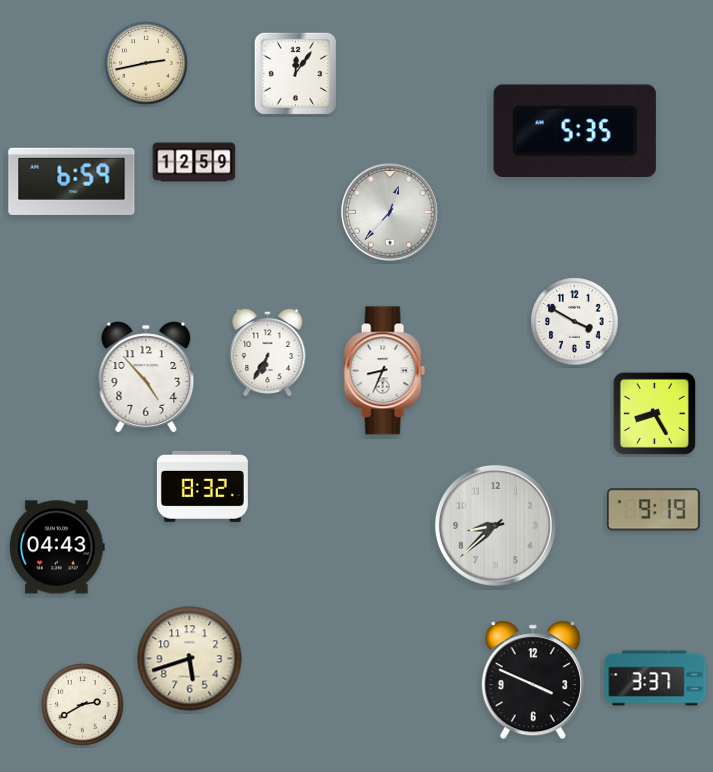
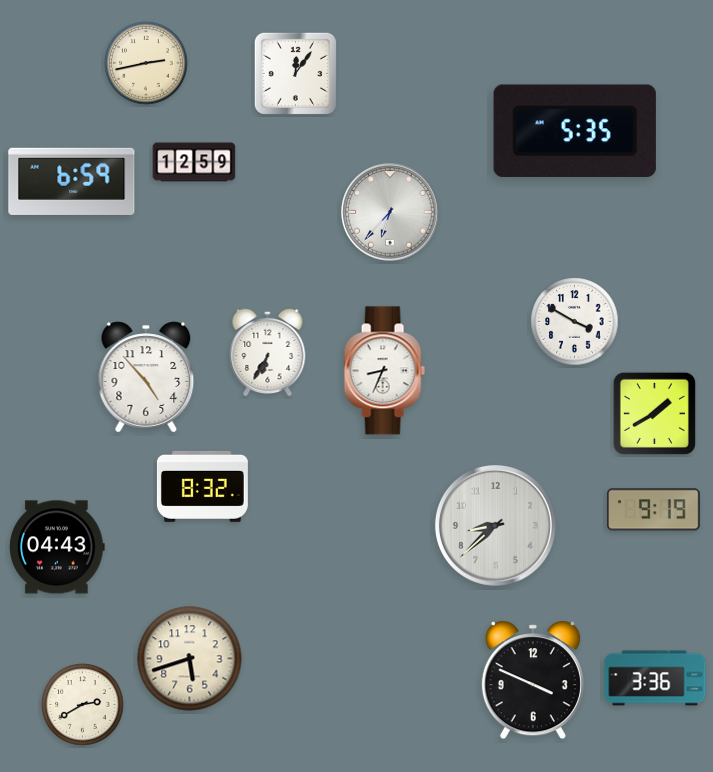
clock at (390, 212): 12:37 -> 6:37
clock at (654, 413): 8:25 -> 1:40
clock at (655, 678): 3:37 -> 3:36
